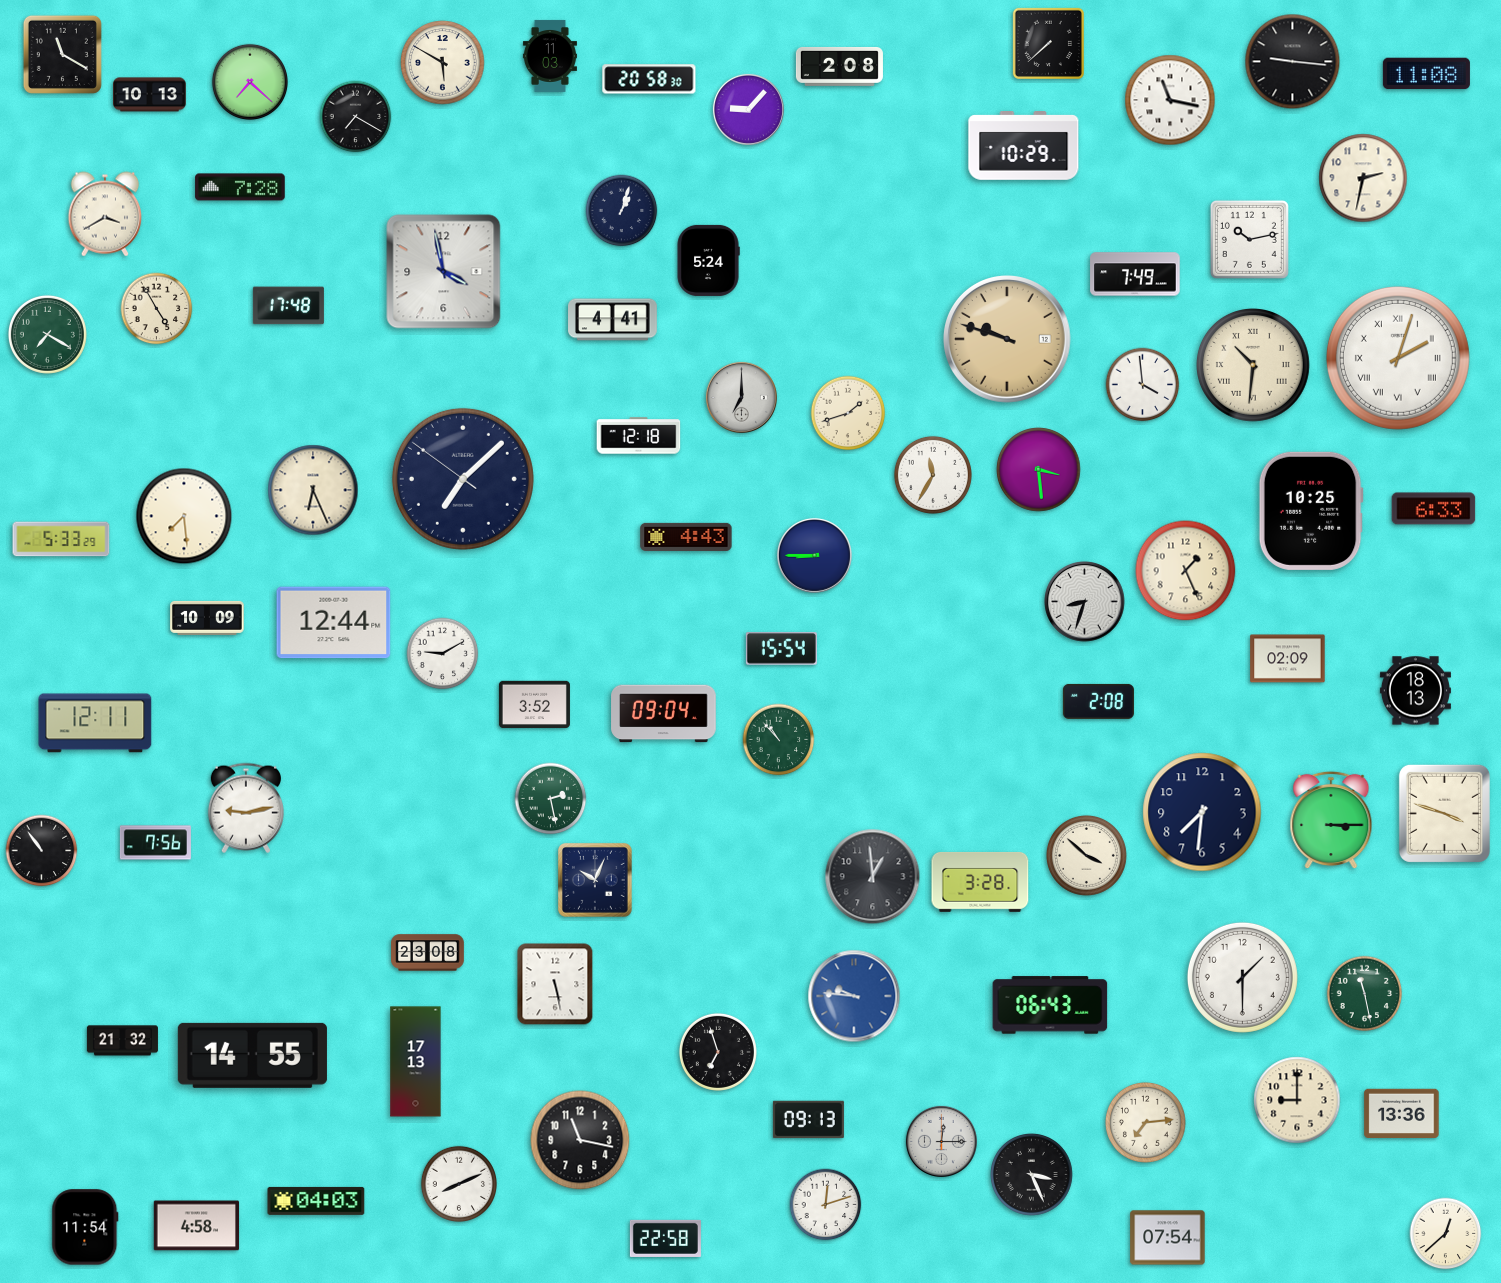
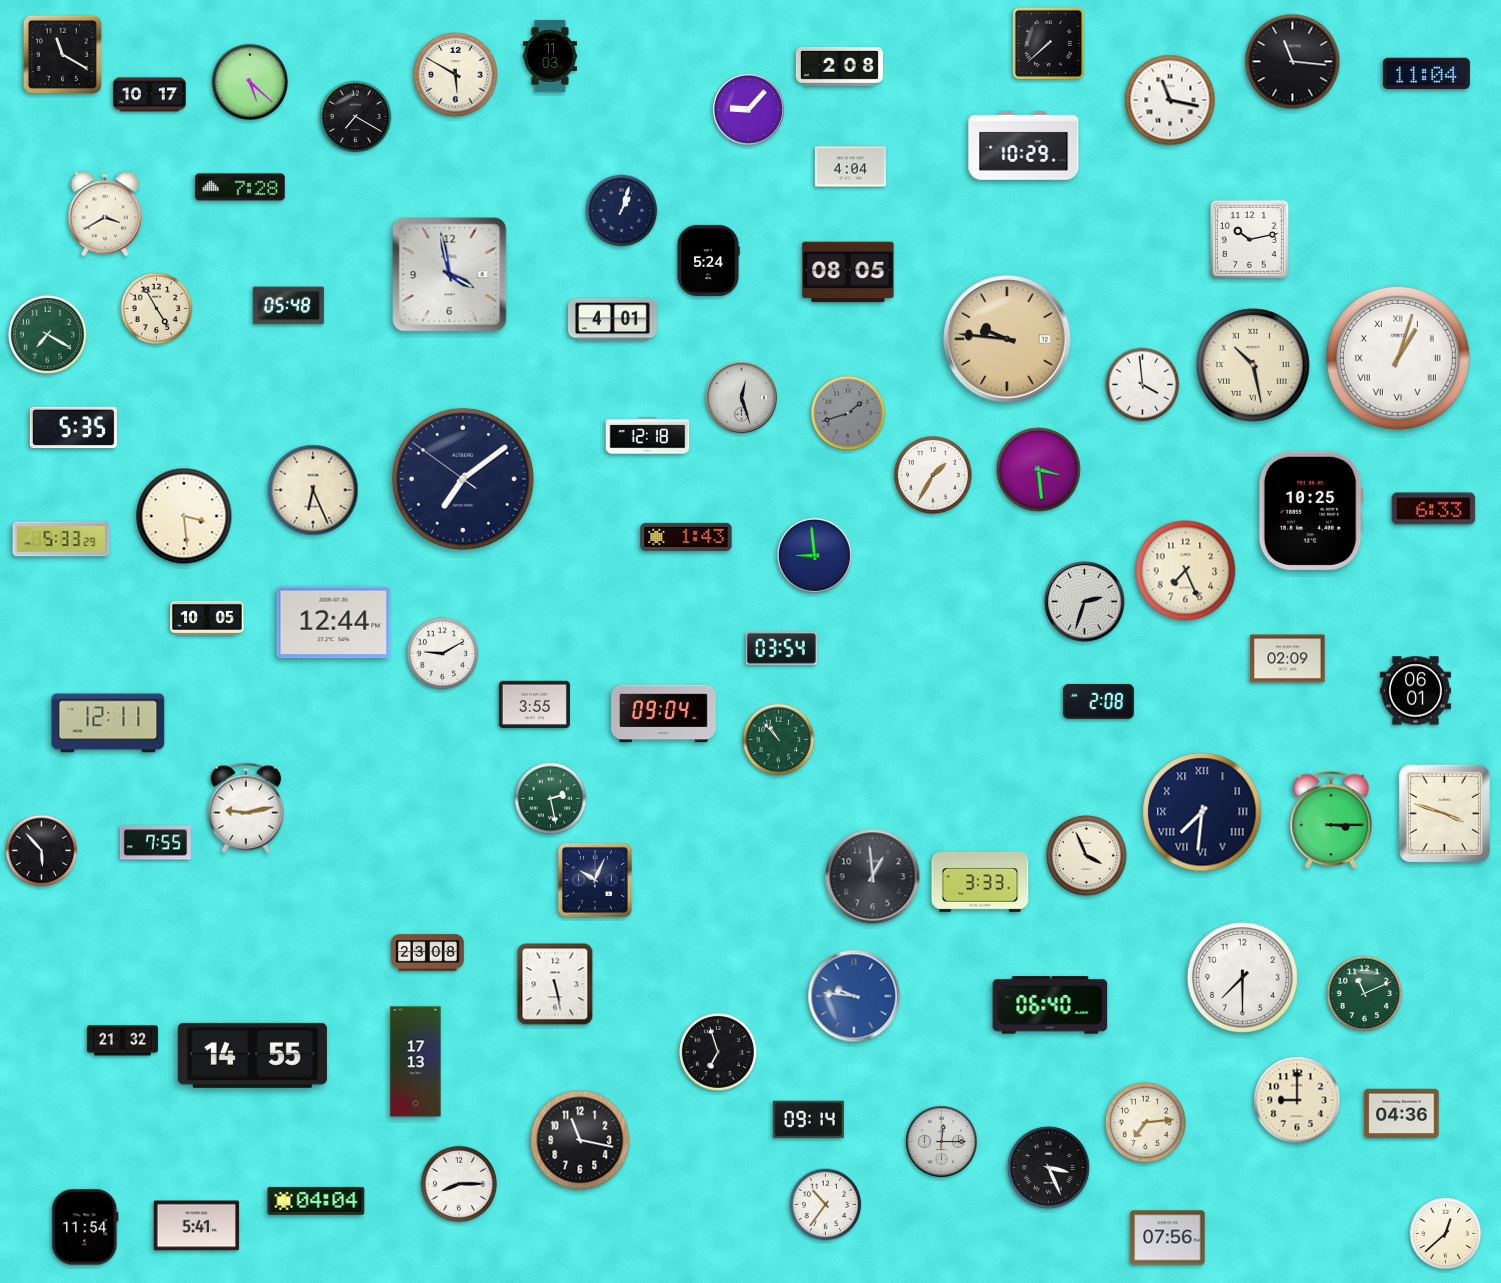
clock at (1293, 62): 9:16 -> 11:16
clock at (443, 63) position: (443, 63) -> (456, 75)
clock at (1426, 74): 11:08 -> 11:04
clock at (649, 79): 20:58 -> none
clock at (249, 81): 7:22 -> 5:22
clock at (150, 95): 10:13 -> 10:17
clock at (850, 167): none -> 4:04
clock at (1363, 178): 2:32 -> none
clock at (444, 272) position: (444, 272) -> (450, 275)
clock at (848, 272): none -> 08:05
clock at (1135, 274): 7:49 -> none
clock at (288, 306): 17:48 -> 05:48
clock at (613, 320): 4:41 -> 4:01
clock at (1008, 340): 9:48 -> 9:46
clock at (1398, 358): 2:03 -> 1:03
clock at (1254, 366): 10:31 -> 10:28
clock at (741, 397): 7:00 -> 12:27
clock at (848, 413) dial: cream -> grey
clock at (73, 427): none -> 5:35
clock at (639, 436) position: (639, 436) -> (648, 436)
clock at (933, 475): 11:35 -> 1:35
clock at (463, 479): 7:07 -> 7:08
clock at (184, 516): 7:29 -> 3:29
clock at (686, 537): 4:43 -> 1:43
clock at (814, 555): 8:45 -> 8:59
clock at (1186, 571): 1:26 -> 7:26
clock at (1085, 602): 8:33 -> 2:33
clock at (207, 618): 10:09 -> 10:05
clock at (781, 649): 15:54 -> 03:54
clock at (1415, 691): 18:13 -> 06:01
clock at (534, 705): 3:52 -> 3:55
clock at (95, 723) position: (95, 723) -> (108, 723)
clock at (1202, 812) numerals: Arabic -> Roman
clock at (155, 843): 7:56 -> 7:55
clock at (42, 851): 10:54 -> 5:53
clock at (1086, 855): 3:52 -> 3:56
clock at (980, 882): 3:28 -> 3:33
clock at (1242, 977): 1:30 -> 7:30
clock at (1365, 994): 11:28 -> 11:11
clock at (1050, 1005): 06:43 -> 06:40
clock at (1402, 1114): 13:36 -> 04:36
clock at (808, 1120): 09:13 -> 09:14
clock at (1032, 1175) position: (1032, 1175) -> (1049, 1168)
clock at (458, 1183): 8:11 -> 8:15
clock at (316, 1201): 04:03 -> 04:04
clock at (826, 1205): 12:12 -> 10:36
clock at (197, 1226): 4:58 -> 5:41
clock at (665, 1238): 22:58 -> none
clock at (1168, 1238): 07:54 -> 07:56
